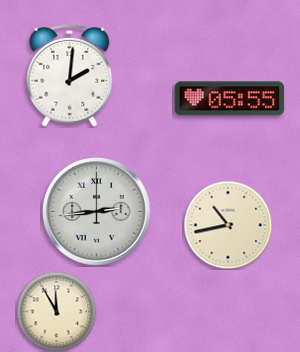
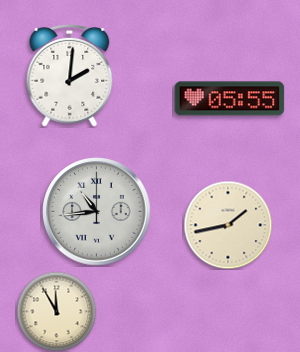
clock at (97, 212): 2:44 -> 10:44
clock at (228, 225): 10:43 -> 1:43
